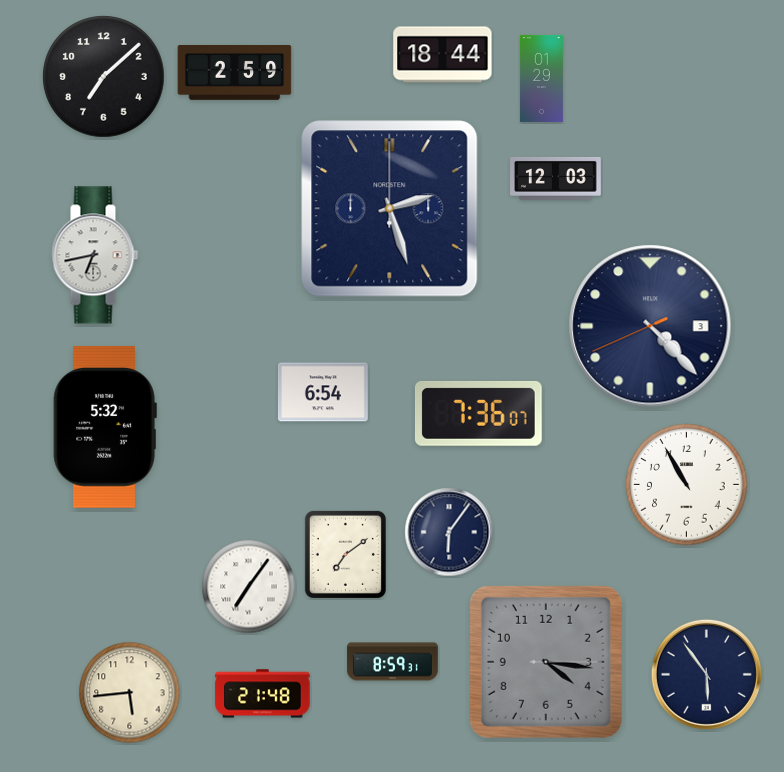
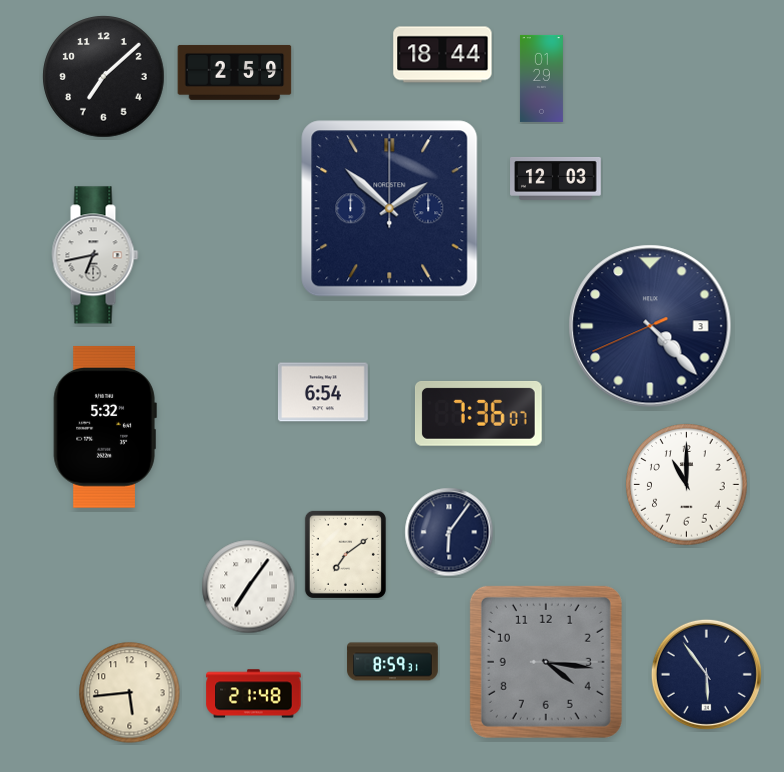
clock at (390, 209): 2:27 -> 1:52
clock at (687, 485): 10:55 -> 11:00
clock at (263, 694) position: (263, 694) -> (254, 694)
